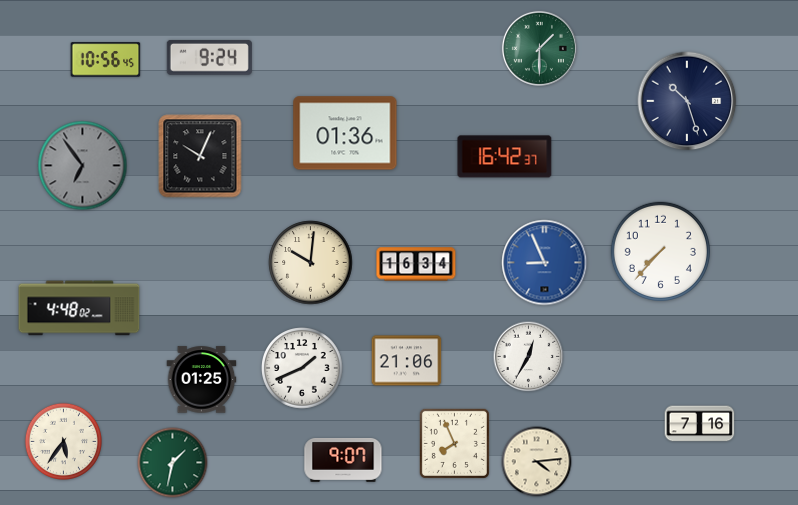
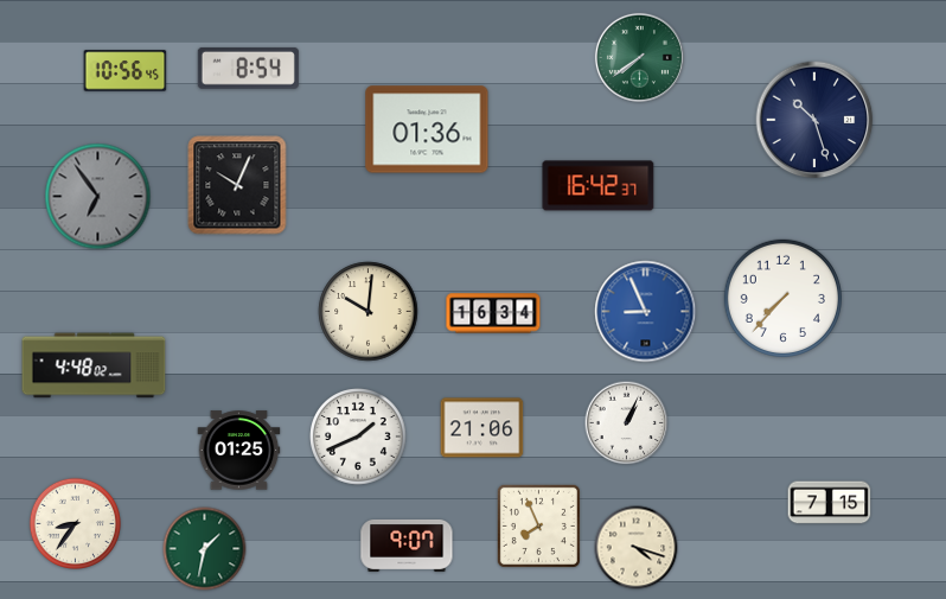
clock at (539, 48): 1:30 -> 7:39
clock at (209, 57): 9:24 -> 8:54
clock at (345, 133) position: (345, 133) -> (427, 129)
clock at (529, 357): 12:35 -> 1:04
clock at (700, 424): 7:16 -> 7:15
clock at (63, 441): 5:36 -> 8:36
clock at (537, 462): 4:14 -> 4:18
